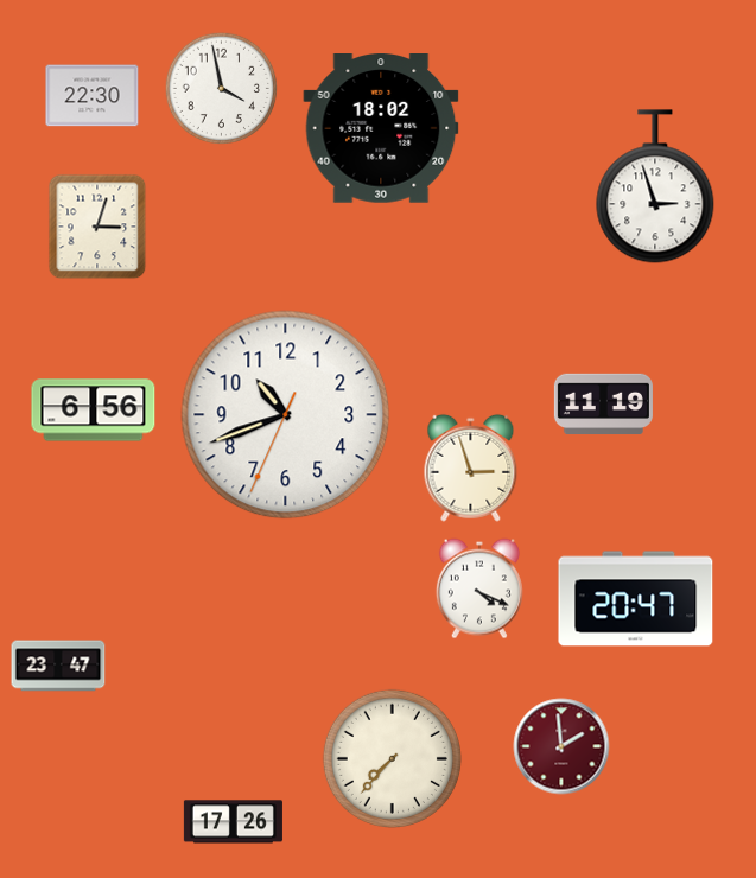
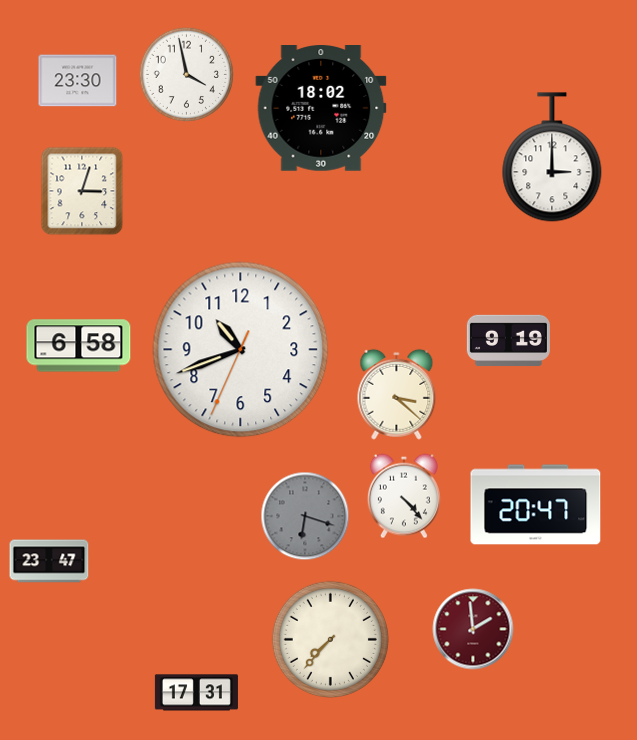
clock at (93, 96): 22:30 -> 23:30
clock at (655, 186): 2:57 -> 3:00
clock at (603, 405): 11:19 -> 9:19
clock at (94, 411): 6:56 -> 6:58
clock at (471, 467): 2:57 -> 3:22
clock at (479, 588): 4:19 -> 4:23
clock at (305, 516): none -> 6:18
clock at (233, 822): 17:26 -> 17:31
